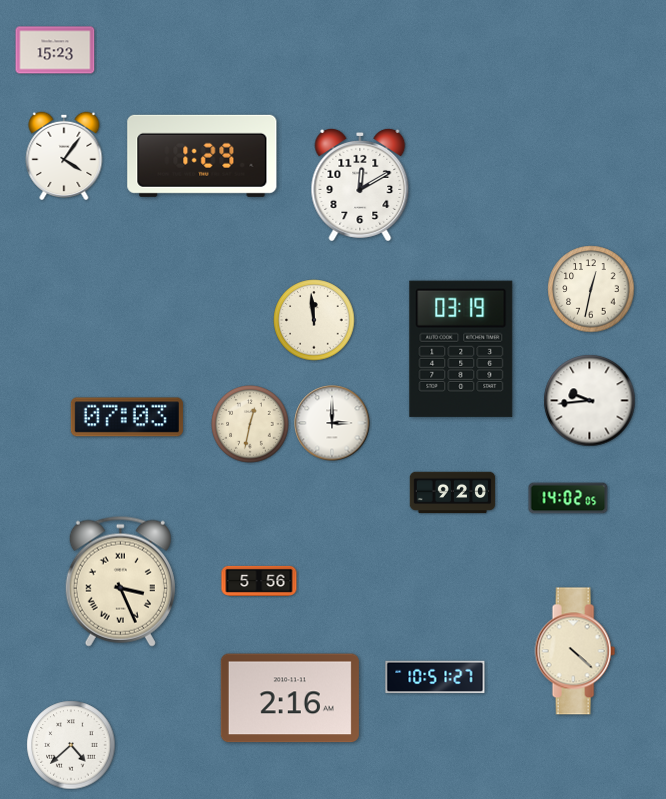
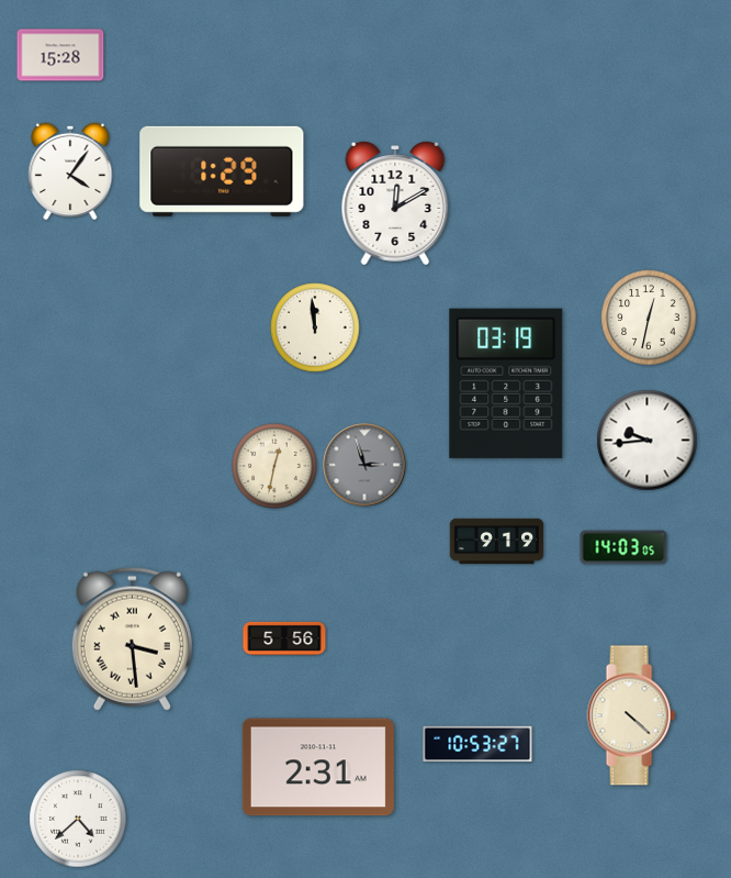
clock at (55, 50): 15:23 -> 15:28
clock at (314, 320) position: (314, 320) -> (315, 327)
clock at (127, 417): 07:03 -> none
clock at (332, 423): 3:00 -> 2:57
clock at (332, 423) dial: white -> grey
clock at (453, 493): 9:20 -> 9:19
clock at (568, 498): 14:02 -> 14:03
clock at (120, 581): 3:26 -> 3:29
clock at (435, 677): 10:51 -> 10:53
clock at (290, 698): 2:16 -> 2:31
